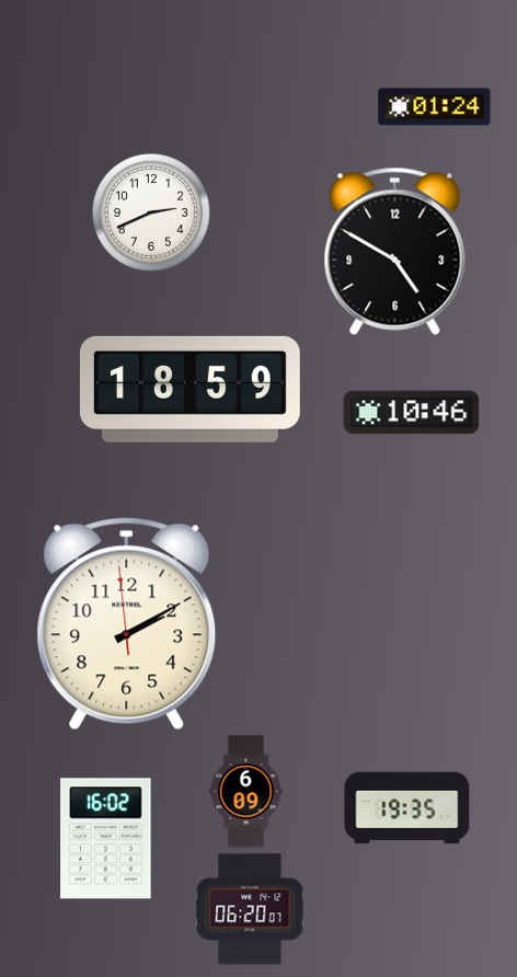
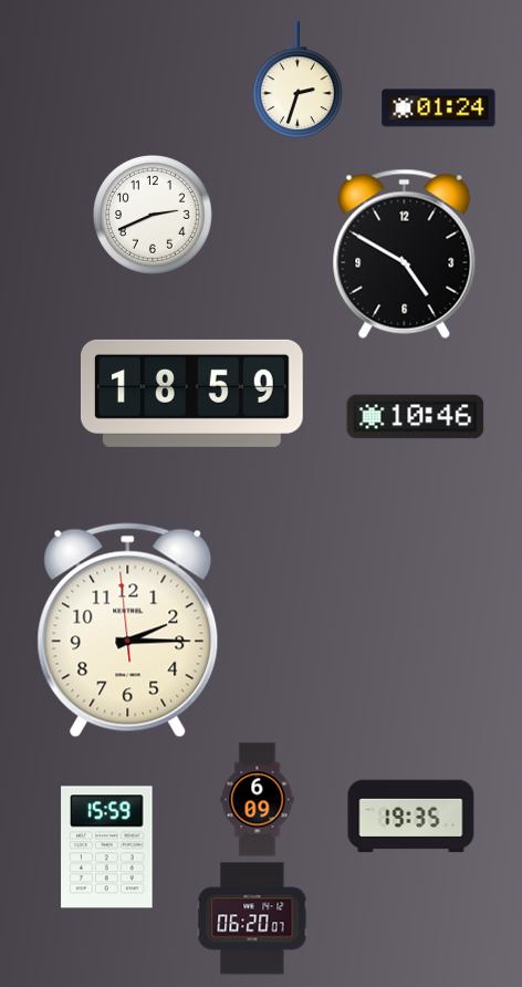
clock at (297, 80): none -> 2:33
clock at (395, 251) position: (395, 251) -> (405, 253)
clock at (127, 624): 2:09 -> 2:14
clock at (246, 792) position: (246, 792) -> (258, 800)
clock at (106, 839): 16:02 -> 15:59
